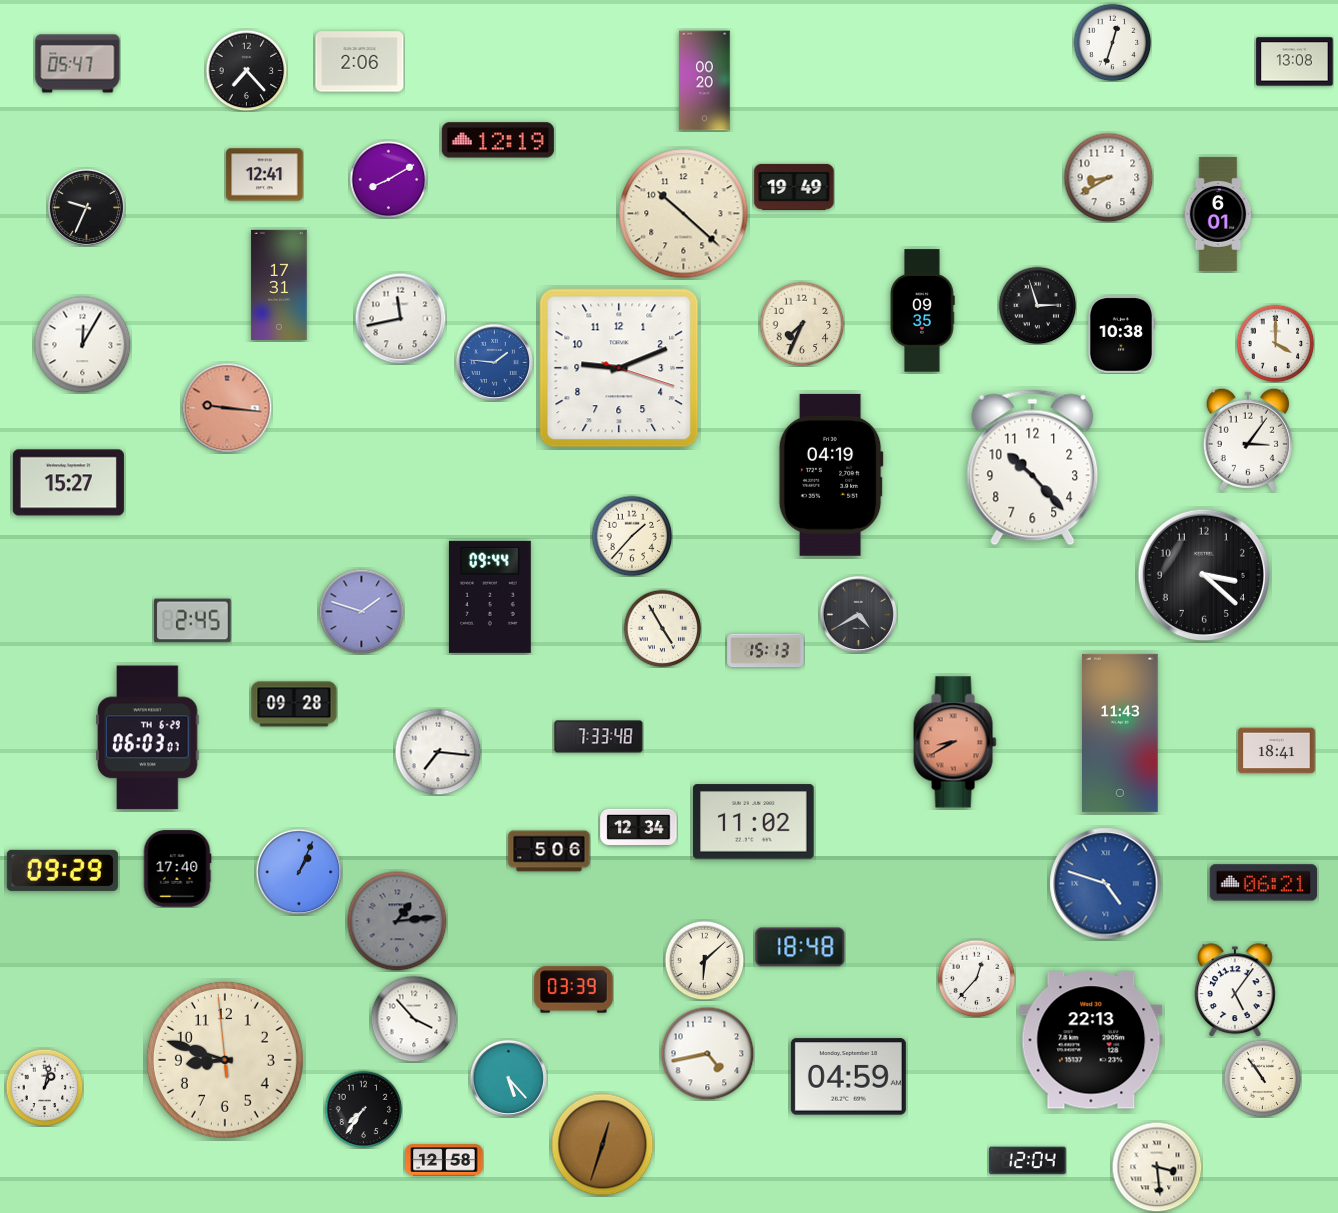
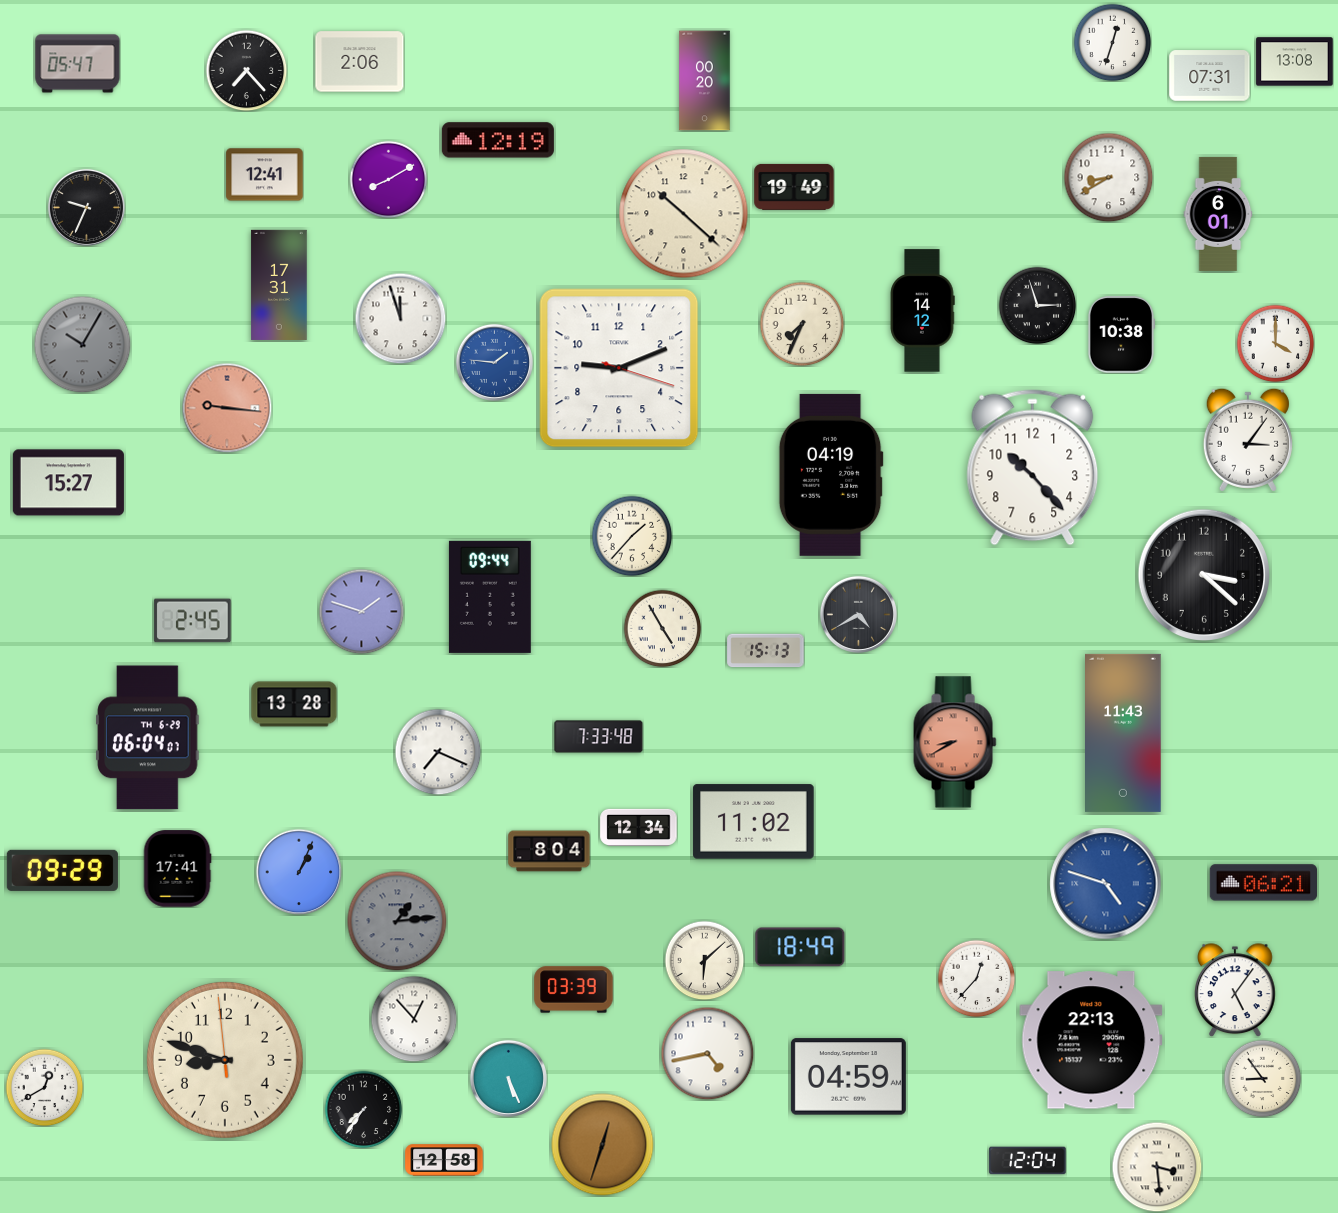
clock at (1210, 76): none -> 07:31
clock at (922, 311): 09:35 -> 14:12
clock at (400, 318): 11:43 -> 11:57
clock at (82, 344): 12:05 -> 10:05
clock at (82, 344) dial: white -> grey
clock at (294, 704): 09:28 -> 13:28
clock at (1120, 733) position: (1120, 733) -> (1123, 733)
clock at (148, 738): 06:03 -> 06:04
clock at (1277, 751): 18:41 -> none
clock at (438, 752): 7:16 -> 7:19
clock at (549, 851): 5:06 -> 8:04
clock at (177, 869): 17:40 -> 17:41
clock at (800, 947): 18:48 -> 18:49
clock at (414, 1019): 3:53 -> 12:53
clock at (508, 1078): 5:23 -> 5:26
clock at (1262, 1078): 10:54 -> 8:54
clock at (44, 1087): 1:02 -> 12:40
